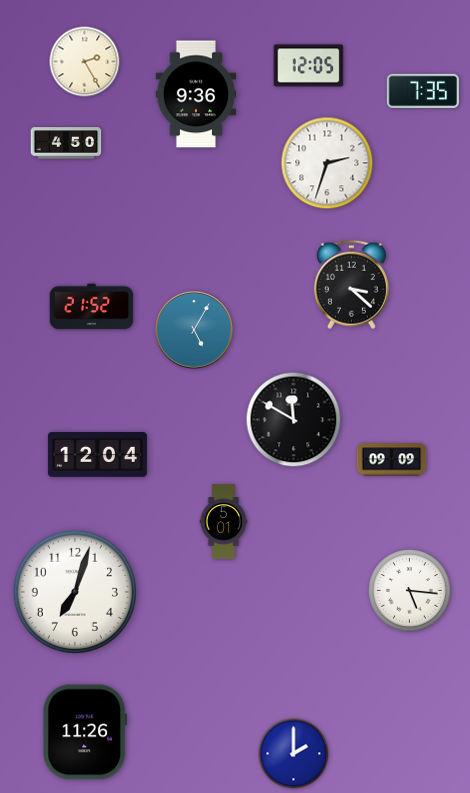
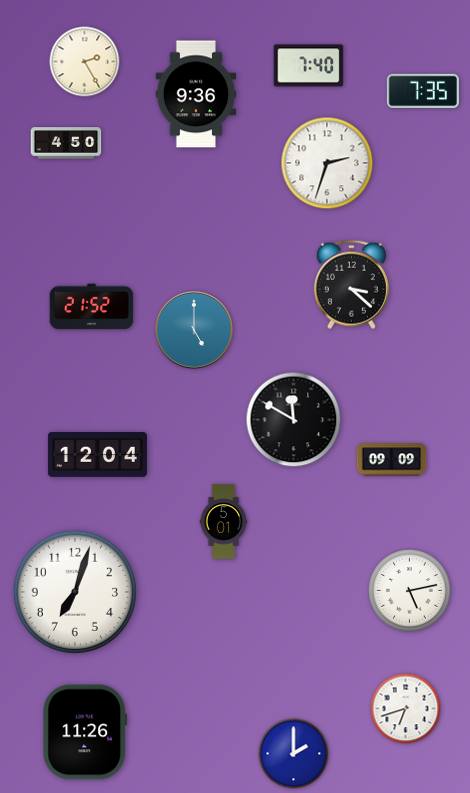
clock at (309, 66): 12:05 -> 7:40
clock at (195, 331): 5:05 -> 5:00
clock at (410, 591): 5:16 -> 5:13
clock at (406, 709): none -> 6:42
